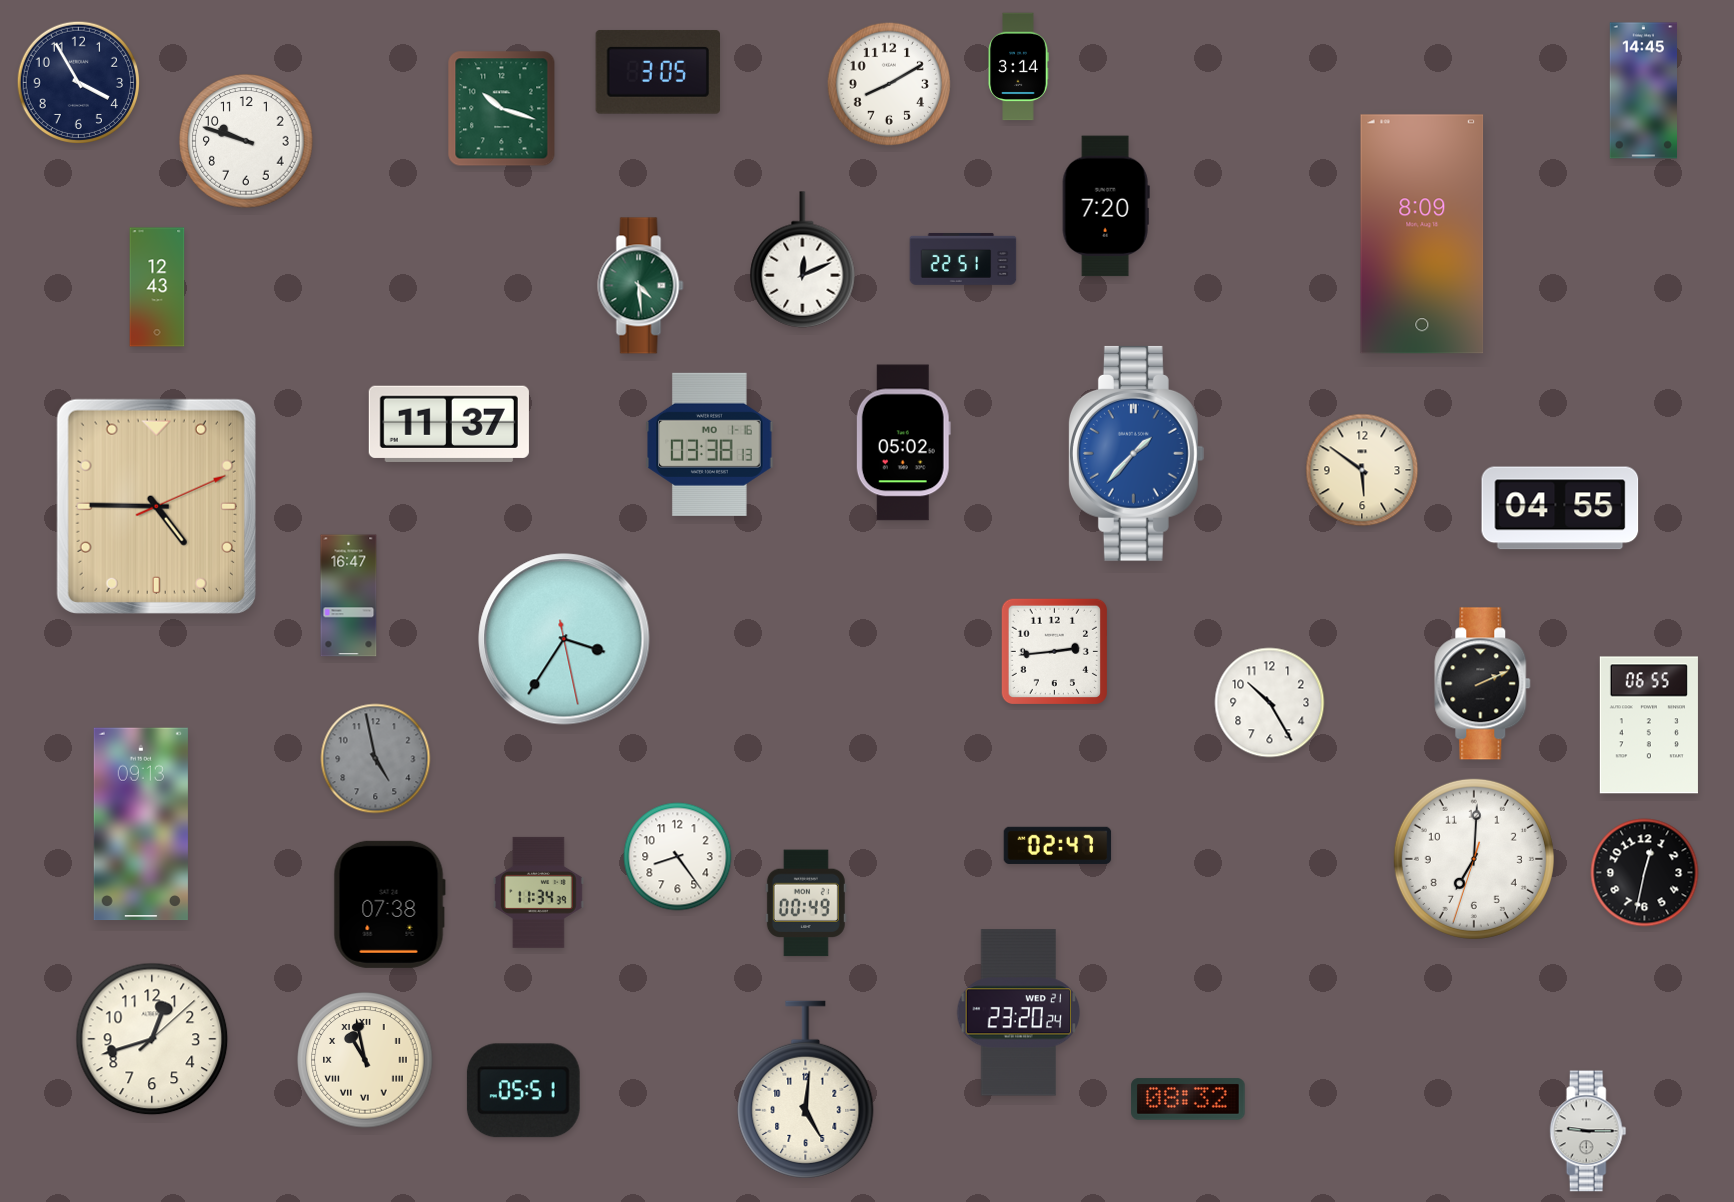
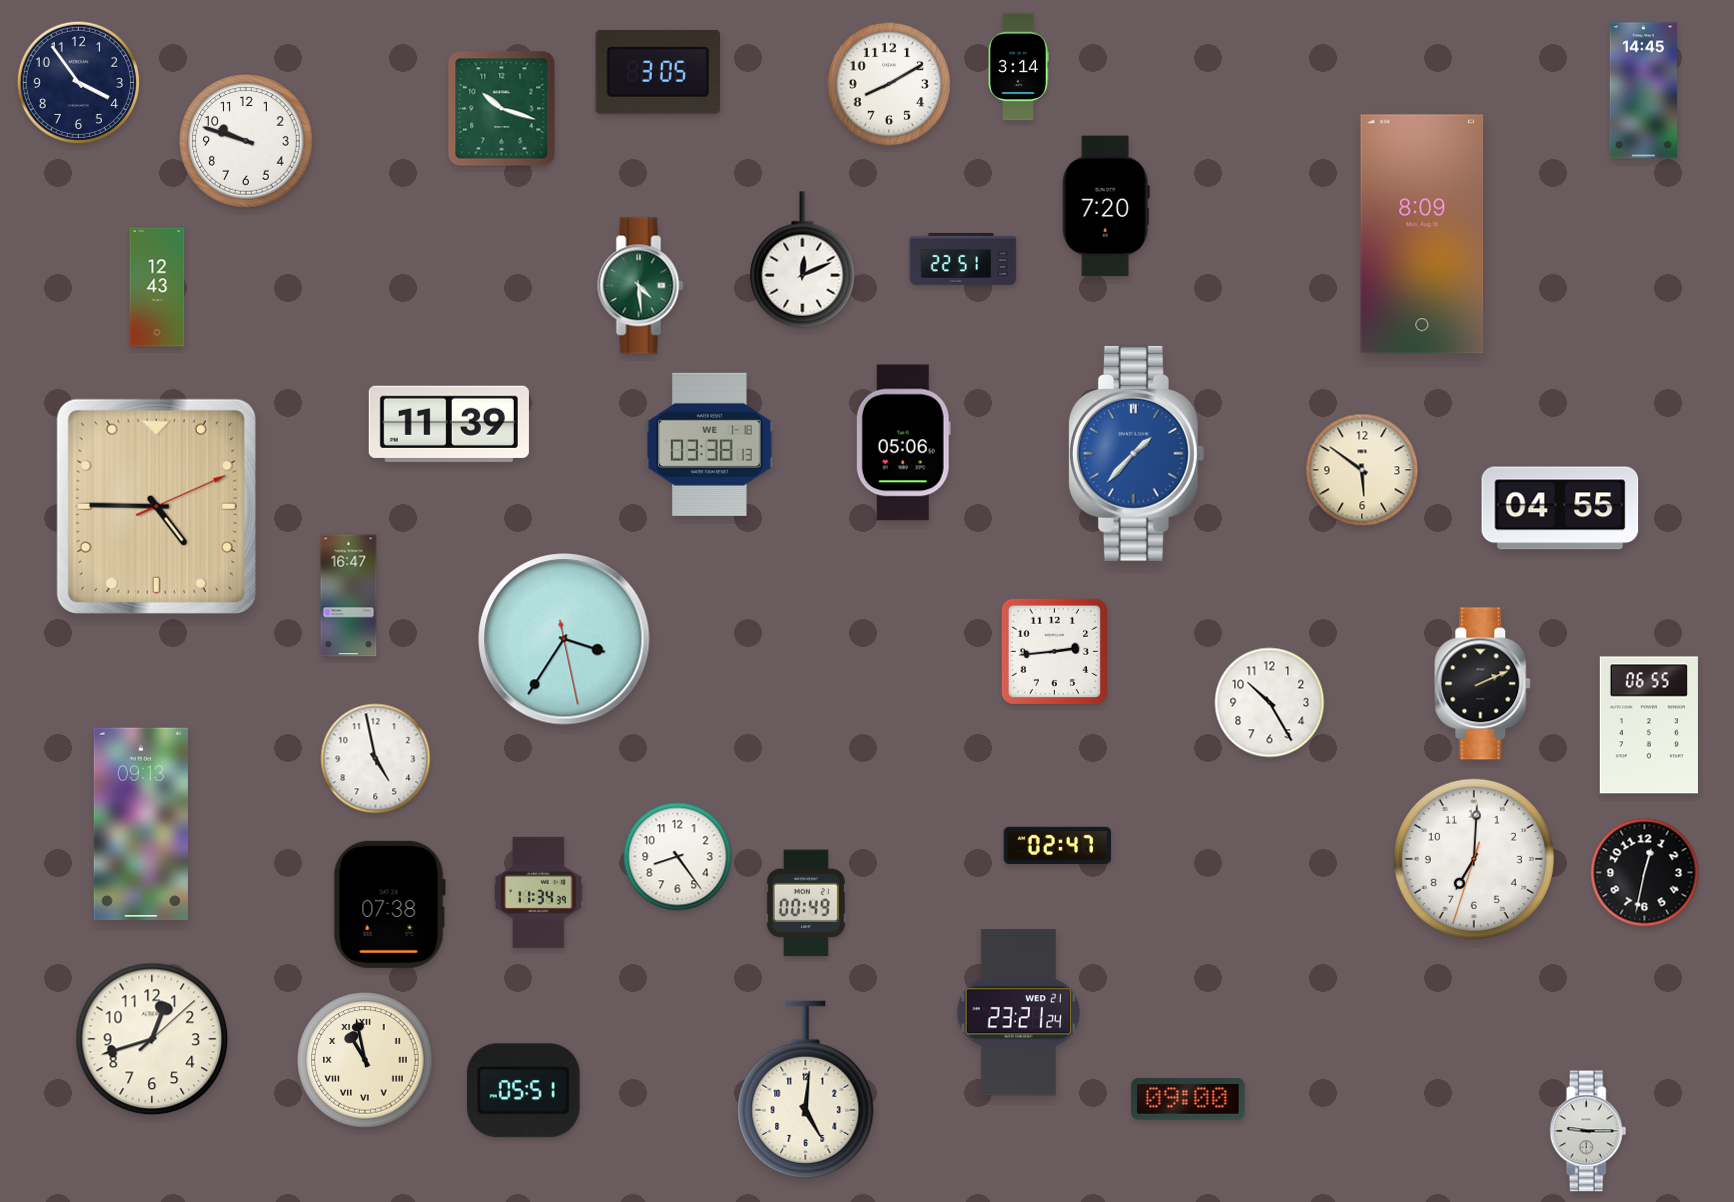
clock at (78, 82): 3:55 -> 3:54
clock at (449, 424): 11:37 -> 11:39
clock at (903, 443): 05:02 -> 05:06
clock at (710, 444) date: MO 1-16 -> WE 1-18
clock at (376, 759) dial: grey -> white
clock at (1019, 1013): 23:20 -> 23:21
clock at (1188, 1099): 08:32 -> 09:00
